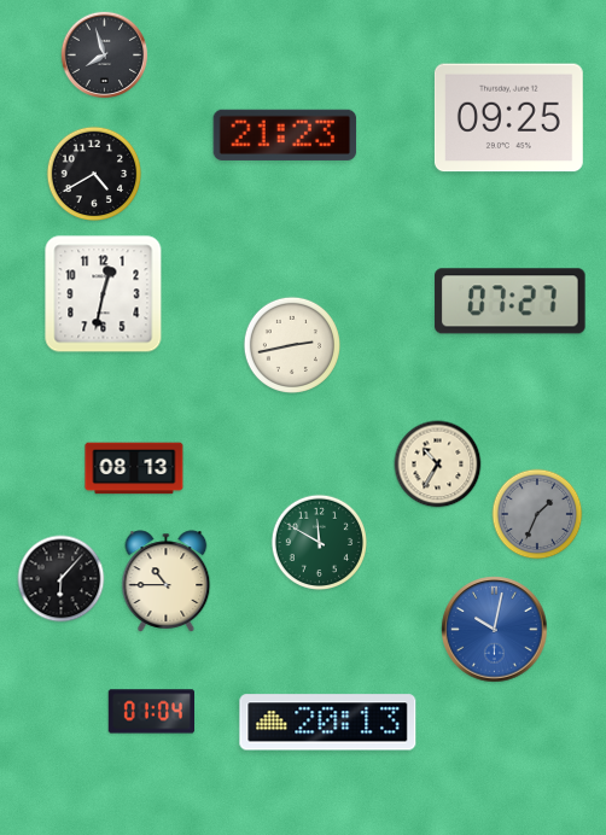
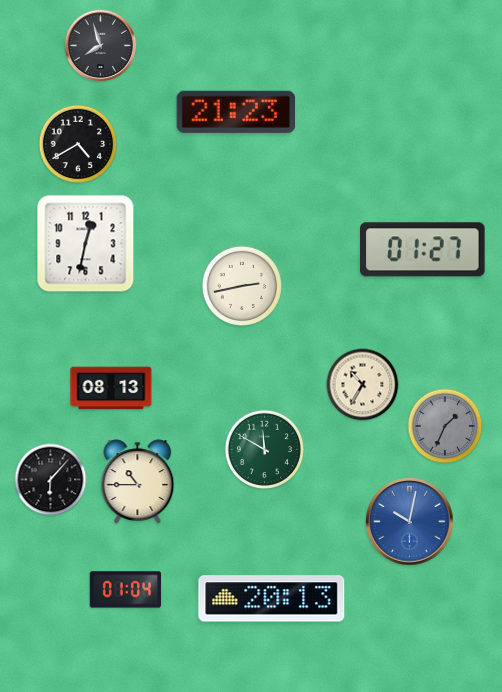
clock at (105, 56) position: (105, 56) -> (101, 46)
clock at (508, 118): 09:25 -> none
clock at (511, 302): 07:27 -> 01:27
